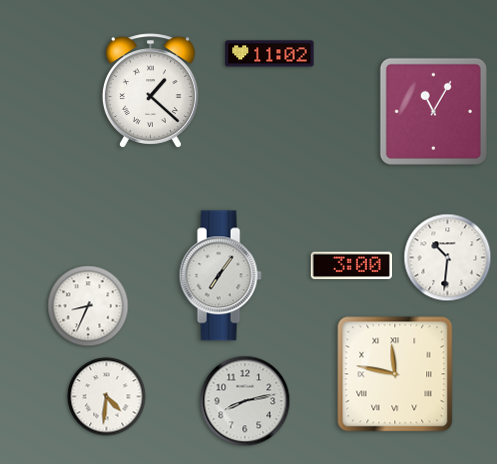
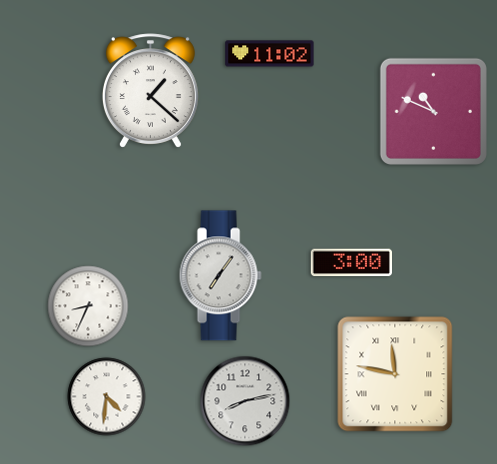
clock at (433, 111): 11:05 -> 10:49
clock at (448, 258): 10:31 -> none
clock at (351, 266) position: (351, 266) -> (351, 263)
